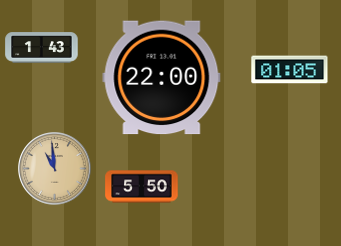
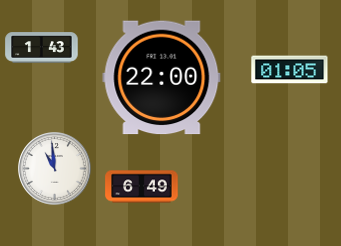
clock at (55, 169) dial: champagne -> white
clock at (142, 187): 5:50 -> 6:49
